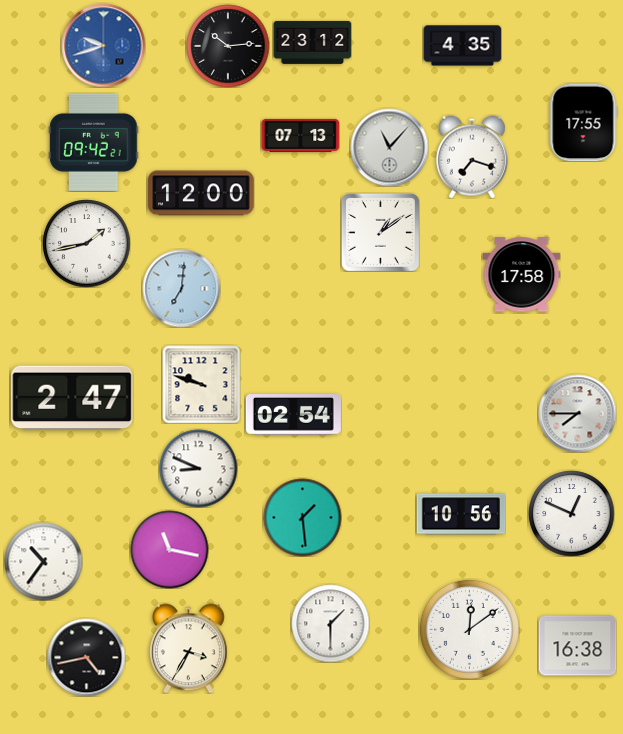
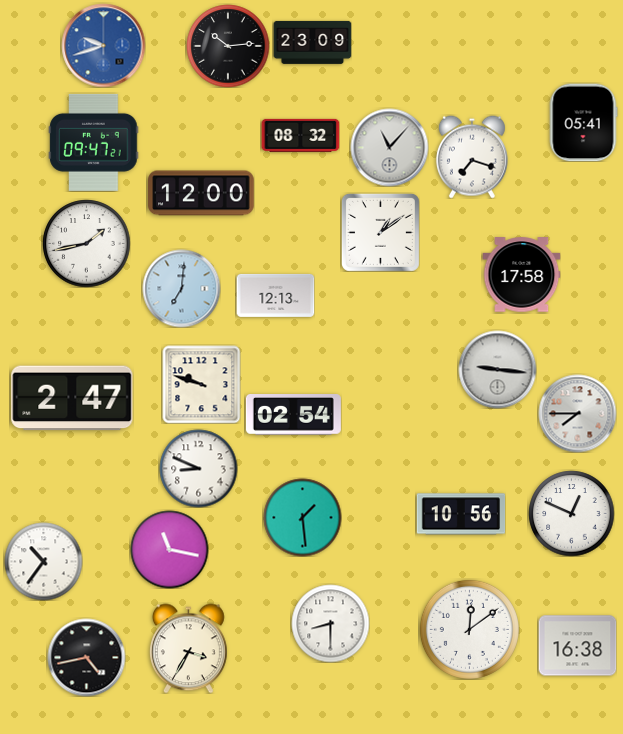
clock at (312, 42): 23:12 -> 23:09
clock at (462, 46): 4:35 -> none
clock at (583, 122): 17:55 -> 05:41
clock at (300, 135): 07:13 -> 08:32
clock at (94, 142): 09:42 -> 09:47
clock at (275, 295): none -> 12:13
clock at (497, 369): none -> 9:16
clock at (330, 623): 1:30 -> 8:30
